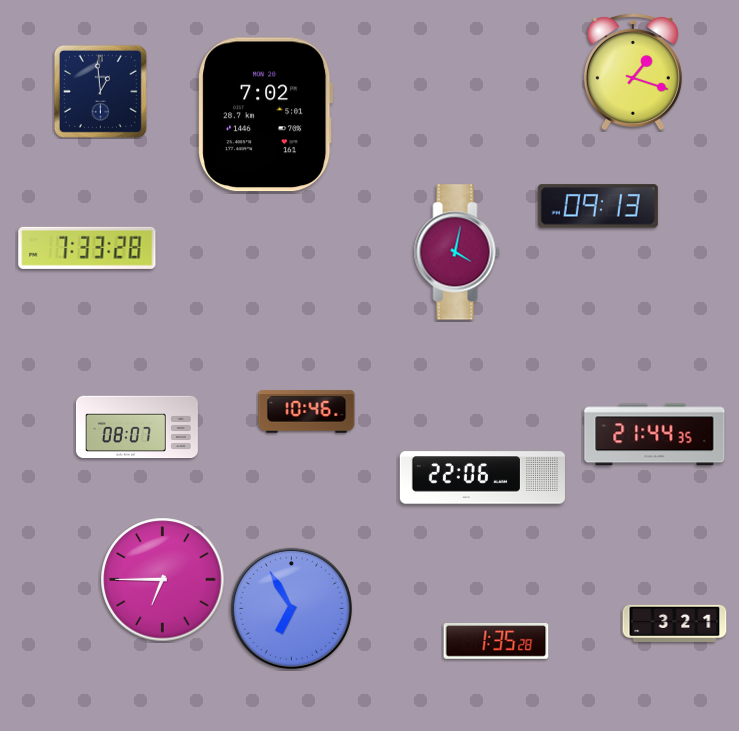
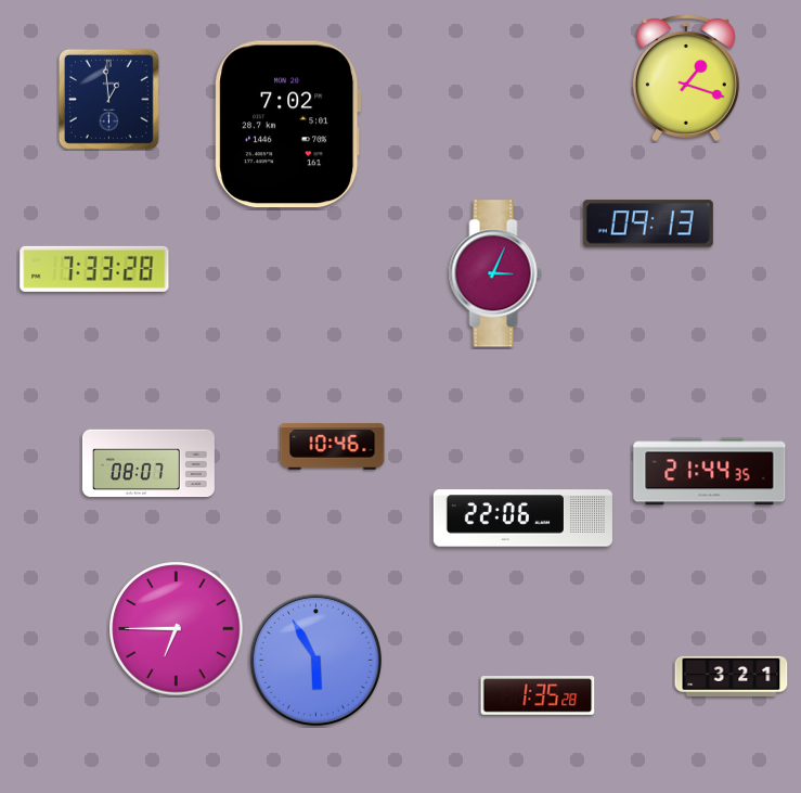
clock at (457, 252): 4:02 -> 3:04
clock at (291, 608): 6:55 -> 5:55
